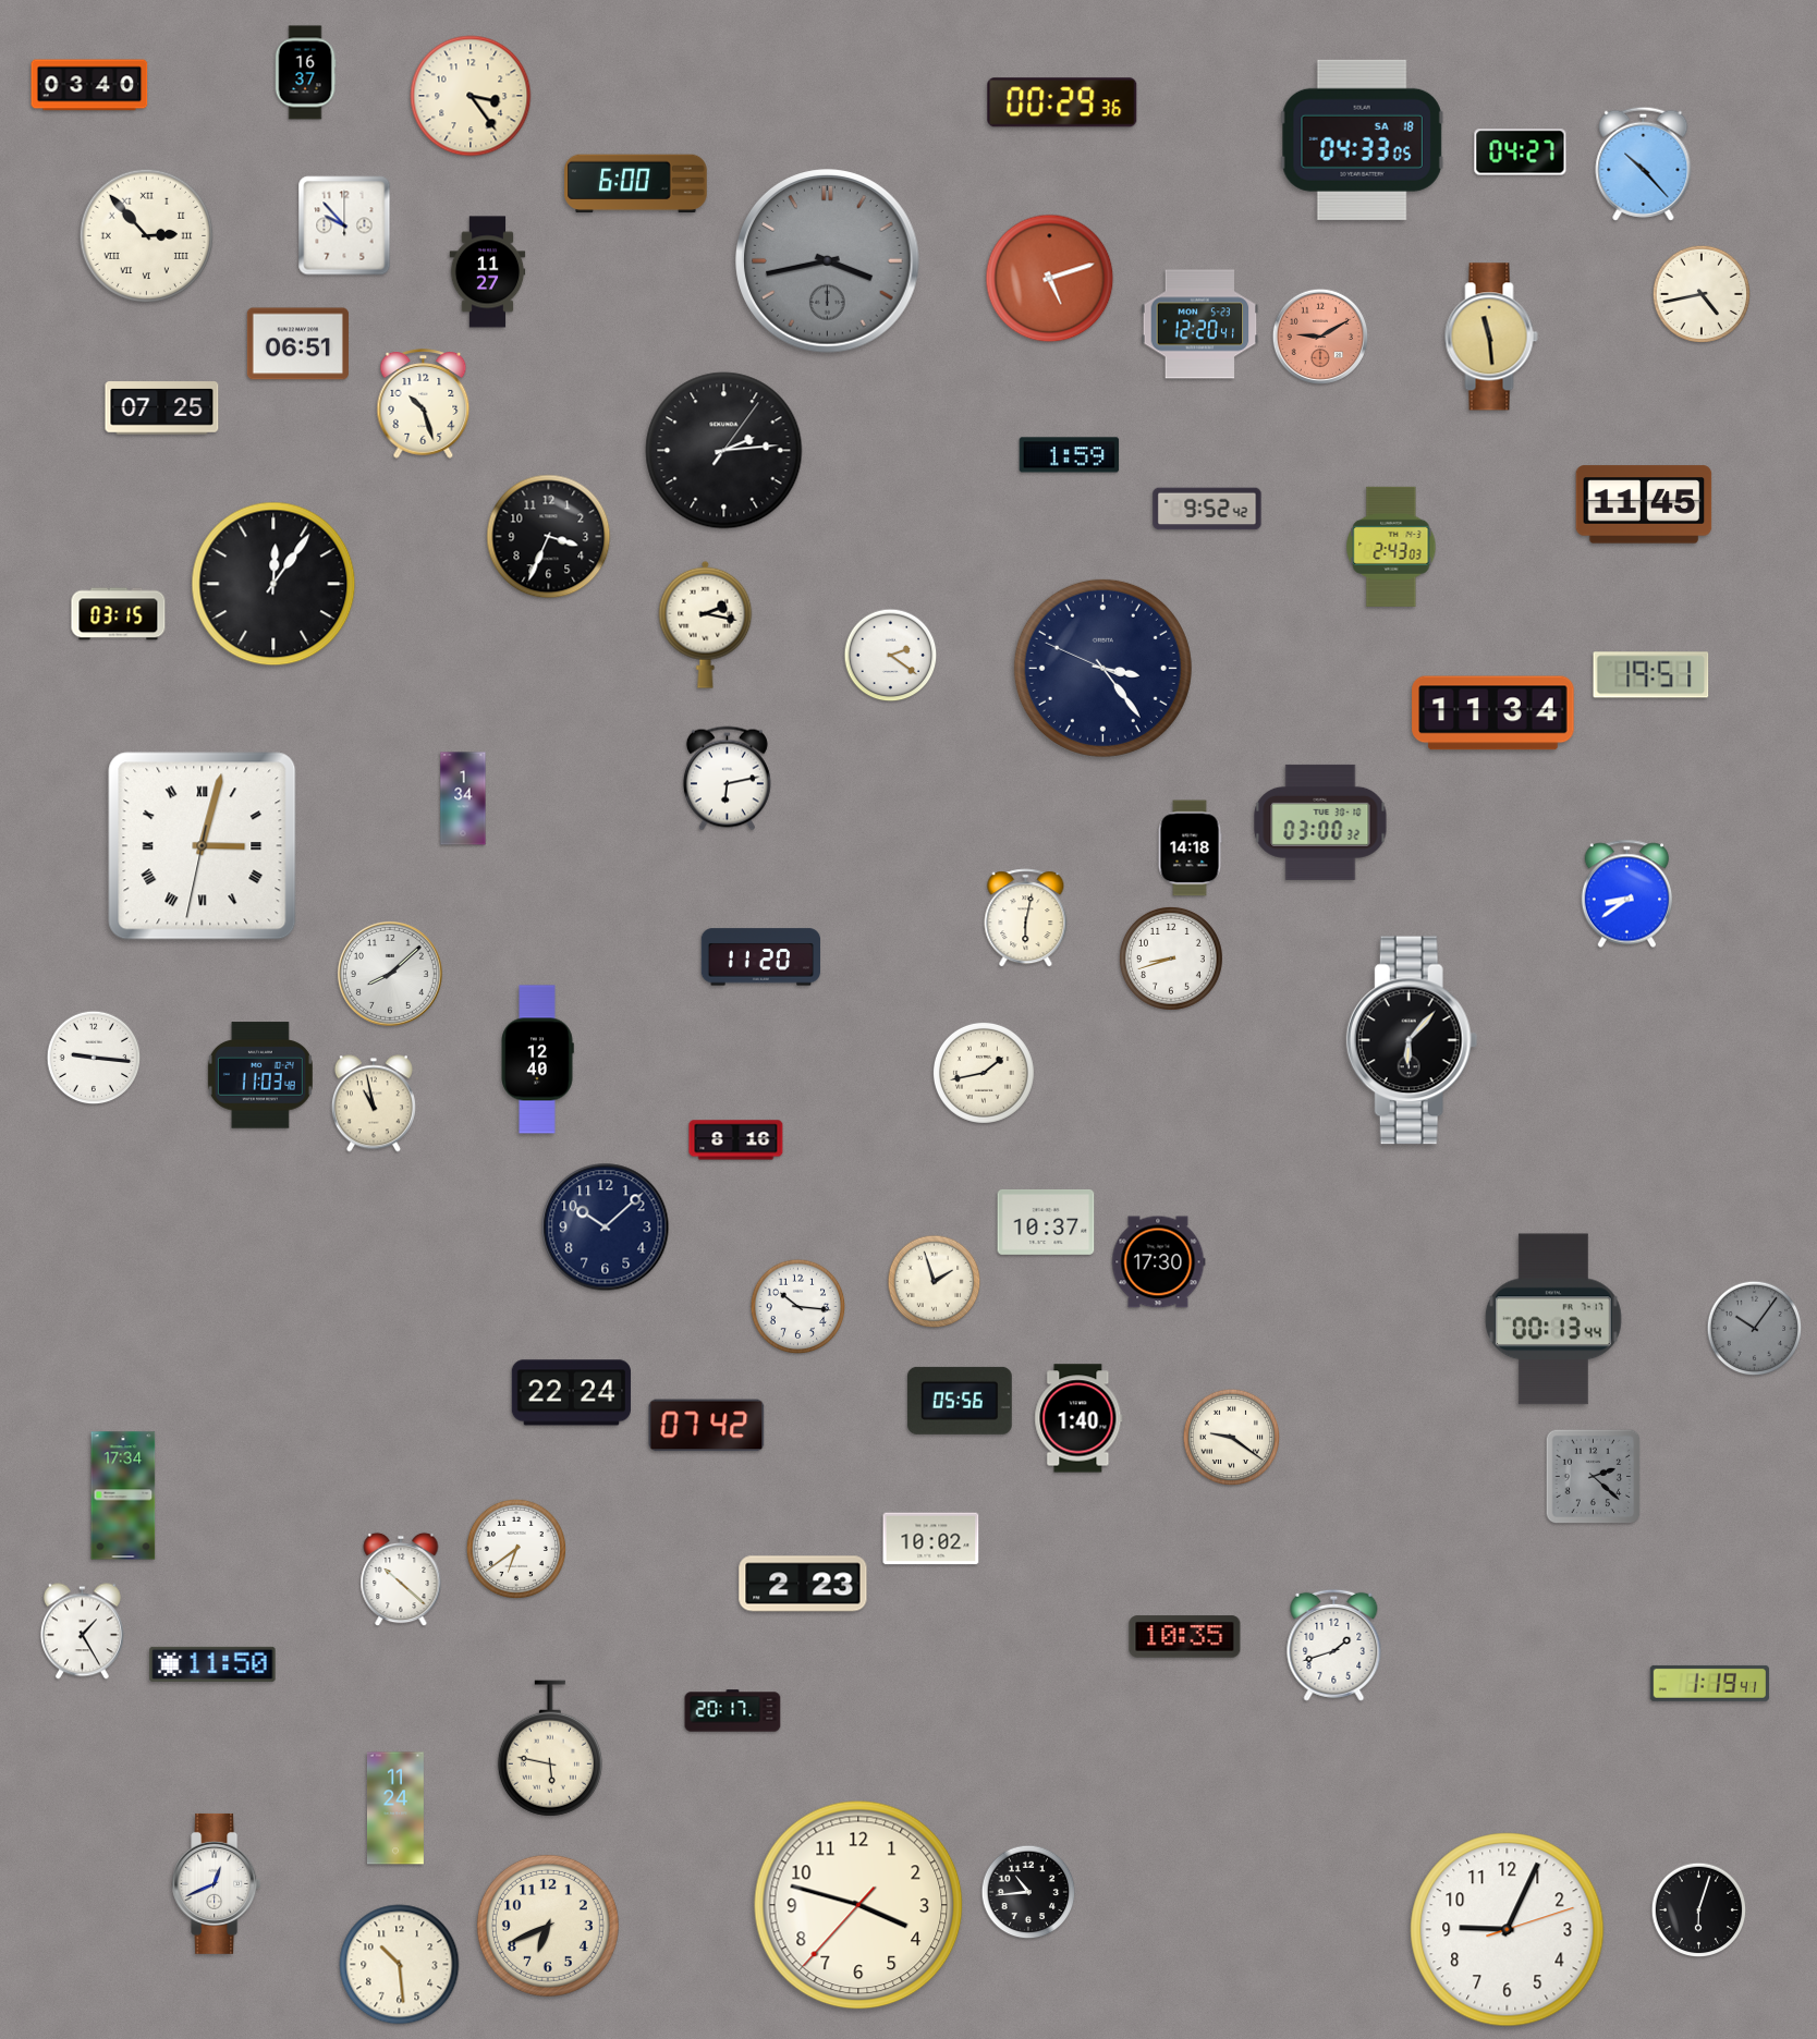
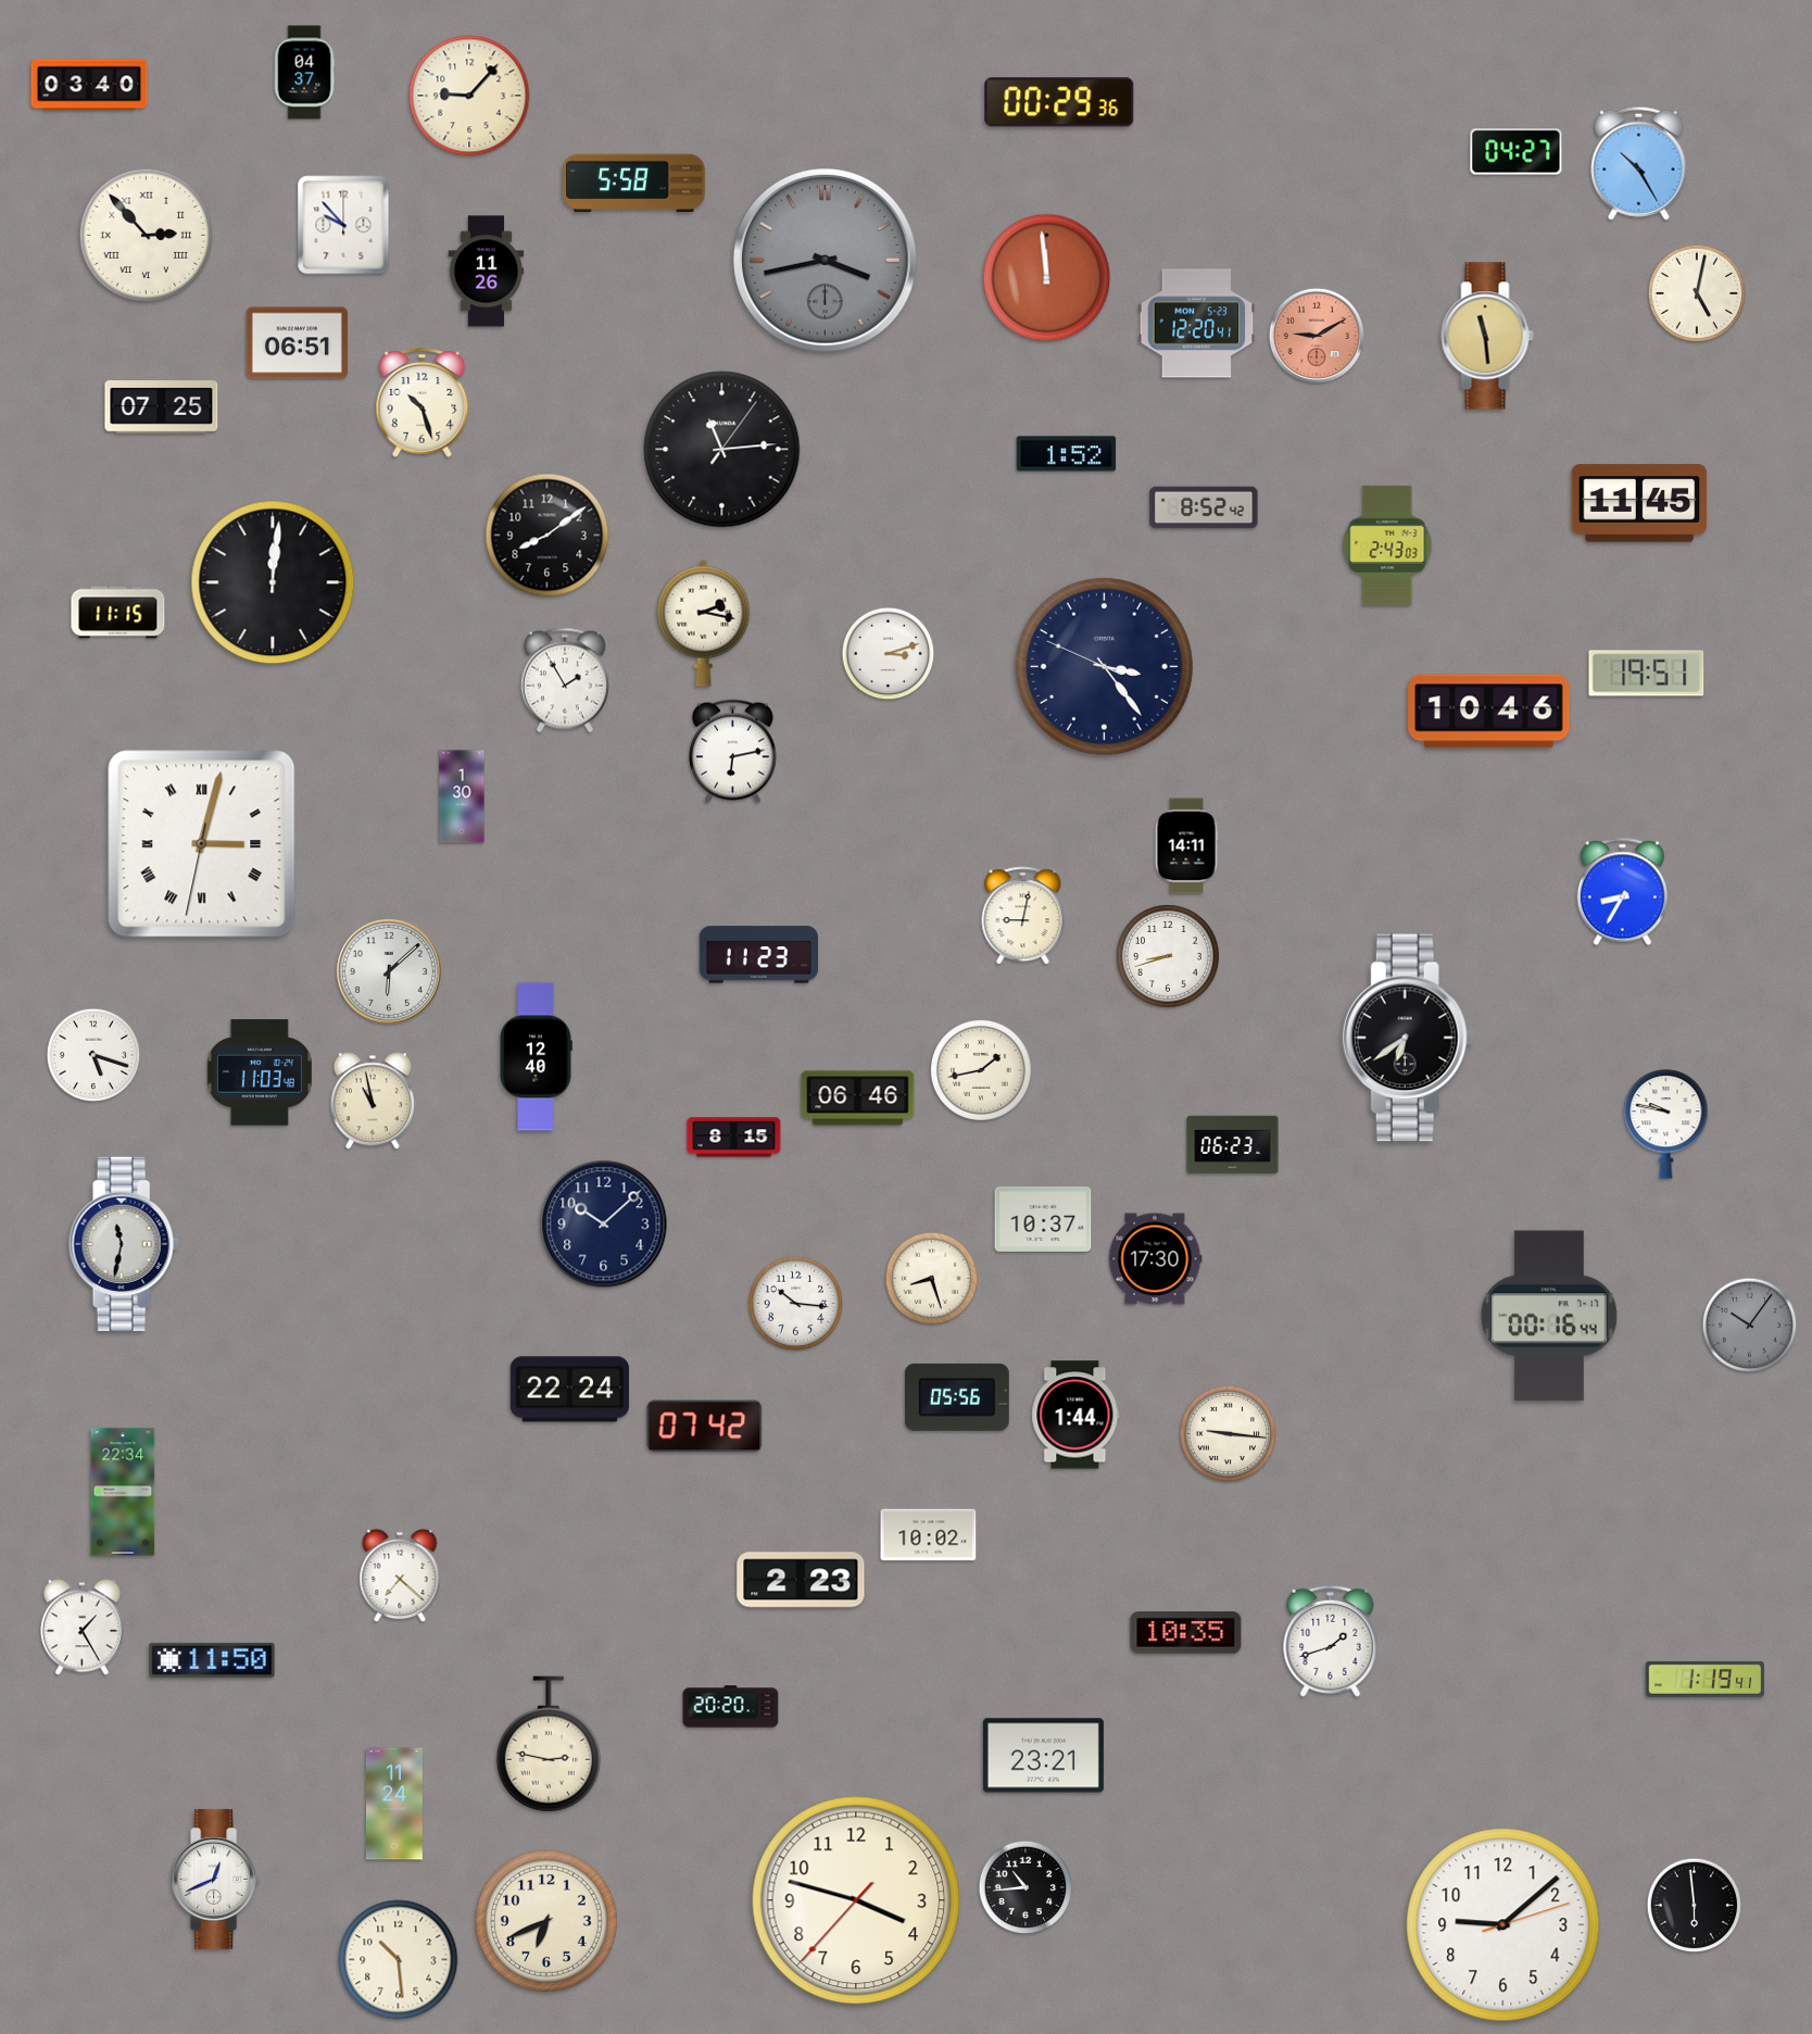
clock at (305, 73): 16:37 -> 04:37
clock at (471, 96): 3:24 -> 9:07
clock at (1362, 139): 04:33 -> none
clock at (1644, 163): 10:23 -> 10:25
clock at (636, 184): 6:00 -> 5:58
clock at (488, 272): 11:27 -> 11:26
clock at (1050, 279): 5:12 -> 11:59
clock at (1702, 294): 4:43 -> 5:02
clock at (724, 451): 2:14 -> 11:14
clock at (1070, 455): 1:59 -> 1:52
clock at (1207, 509): 9:52 -> 8:52
clock at (549, 537): 3:34 -> 8:09
clock at (273, 584): 12:06 -> 12:01
clock at (119, 614): 03:15 -> 11:15
clock at (891, 656): 2:21 -> 3:12
clock at (1102, 668) position: (1102, 668) -> (1104, 666)
clock at (565, 680): none -> 1:55
clock at (1493, 713): 11:34 -> 10:46
clock at (727, 779) position: (727, 779) -> (732, 752)
clock at (463, 798): 1:34 -> 1:30
clock at (1320, 822): 03:00 -> none
clock at (1190, 848): 14:18 -> 14:11
clock at (1627, 894): 8:39 -> 8:35
clock at (1026, 918): 6:02 -> 9:02
clock at (760, 957): 11:20 -> 11:23
clock at (390, 974): 8:08 -> 6:08
clock at (1412, 1040): 6:07 -> 6:39
clock at (94, 1058): 9:16 -> 5:18
clock at (858, 1098): none -> 06:46
clock at (1666, 1125): none -> 9:47
clock at (736, 1140): 8:16 -> 8:15
clock at (1233, 1145): none -> 06:23
clock at (124, 1244): none -> 11:32
clock at (935, 1282): 1:57 -> 8:27
clock at (1553, 1319): 00:13 -> 00:16
clock at (1078, 1418): 1:40 -> 1:44
clock at (707, 1426) position: (707, 1426) -> (705, 1427)
clock at (1231, 1437): 9:21 -> 9:16
clock at (1594, 1477): 2:22 -> none
clock at (123, 1495): 17:34 -> 22:34
clock at (516, 1549): 6:39 -> none
clock at (401, 1579): 10:22 -> 7:22
clock at (1185, 1637) position: (1185, 1637) -> (1186, 1633)
clock at (733, 1711): 20:17 -> 20:20
clock at (550, 1748): 5:47 -> 2:47
clock at (1043, 1756): none -> 23:21
clock at (1699, 1910): 6:03 -> 5:59
clock at (1508, 1930): 9:04 -> 9:08
